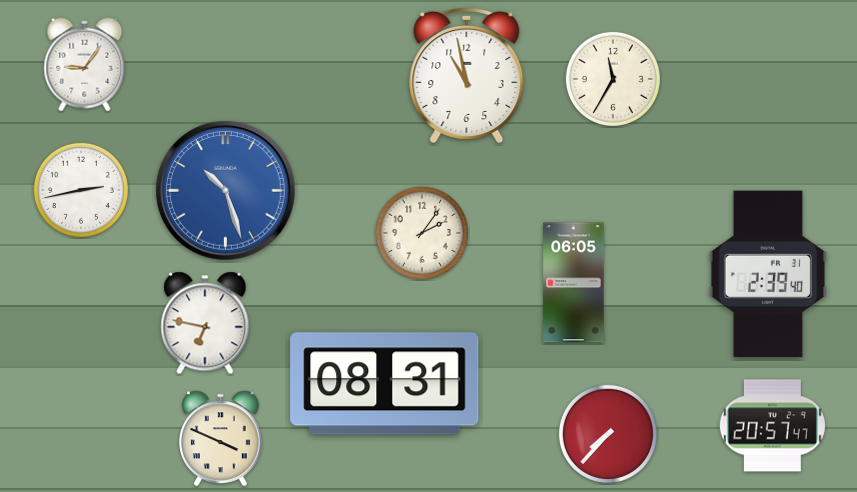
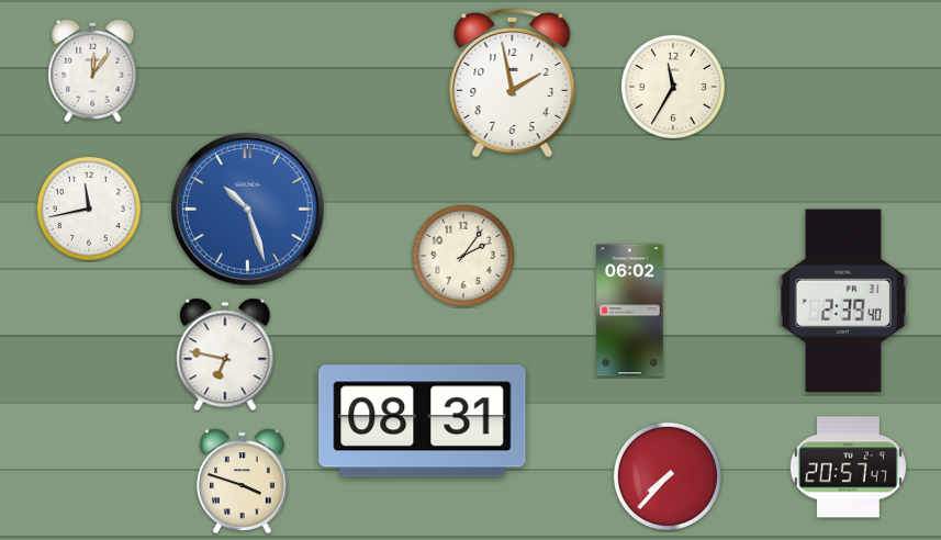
clock at (85, 65): 9:06 -> 12:06
clock at (467, 75): 10:58 -> 1:58
clock at (81, 190): 2:43 -> 11:43
clock at (574, 283): 06:05 -> 06:02
clock at (221, 439): 3:49 -> 3:48
